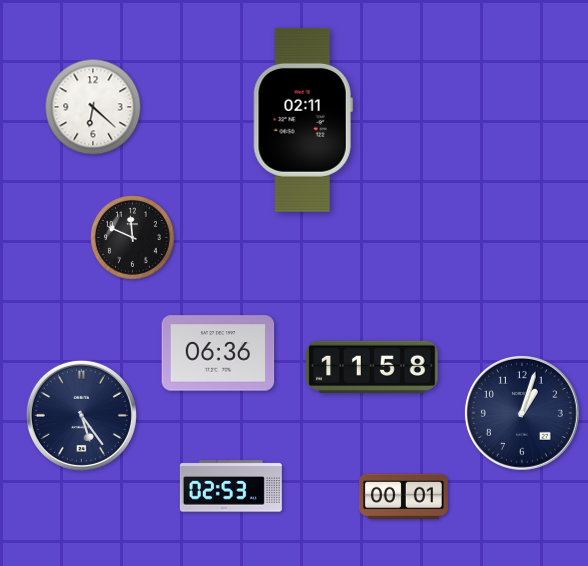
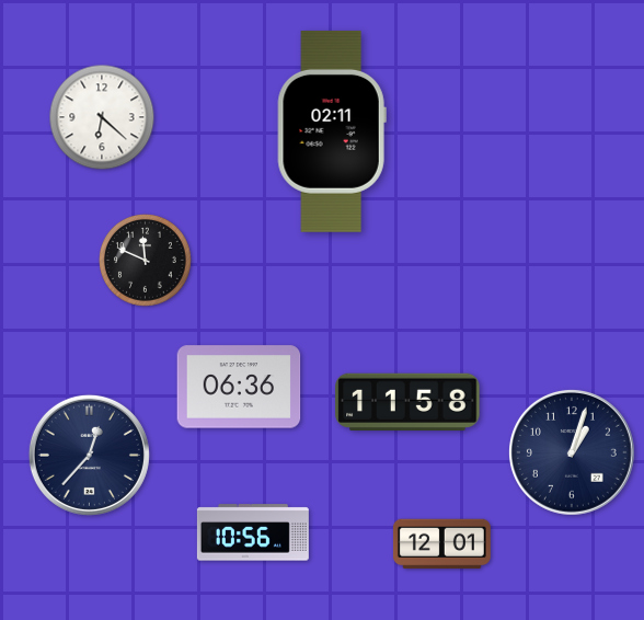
clock at (81, 415): 5:24 -> 12:37
clock at (231, 486): 02:53 -> 10:56
clock at (403, 497): 00:01 -> 12:01
